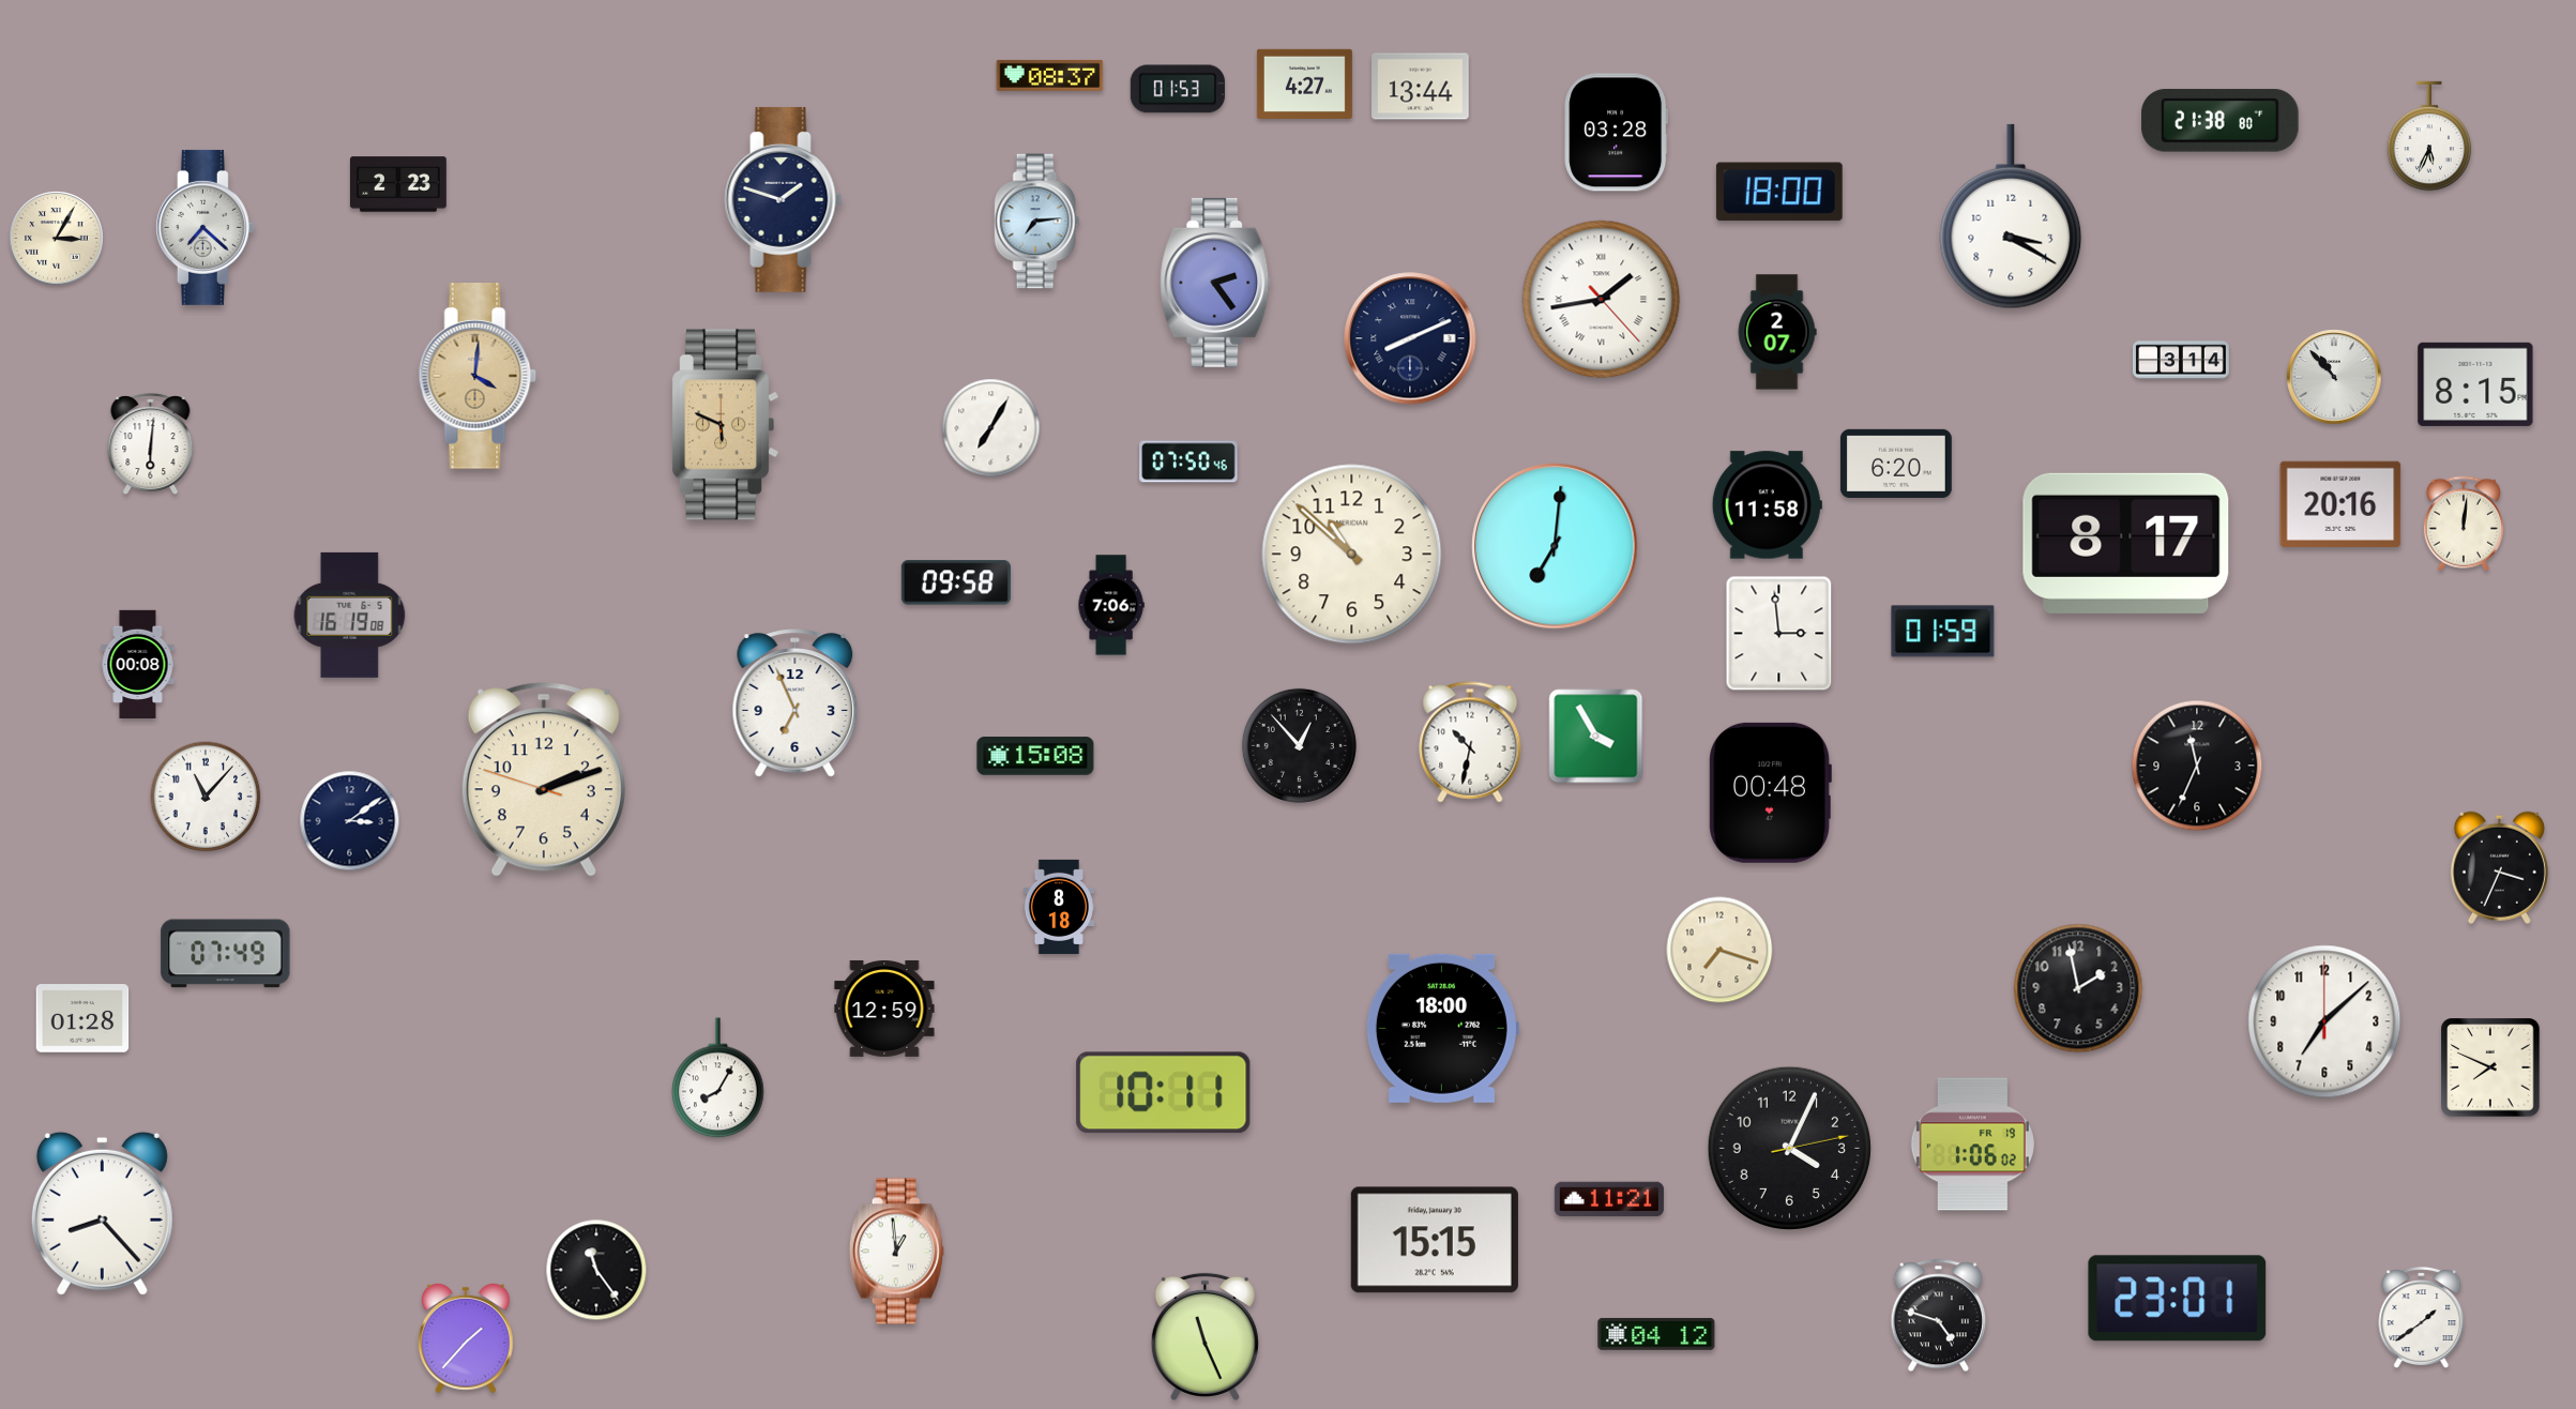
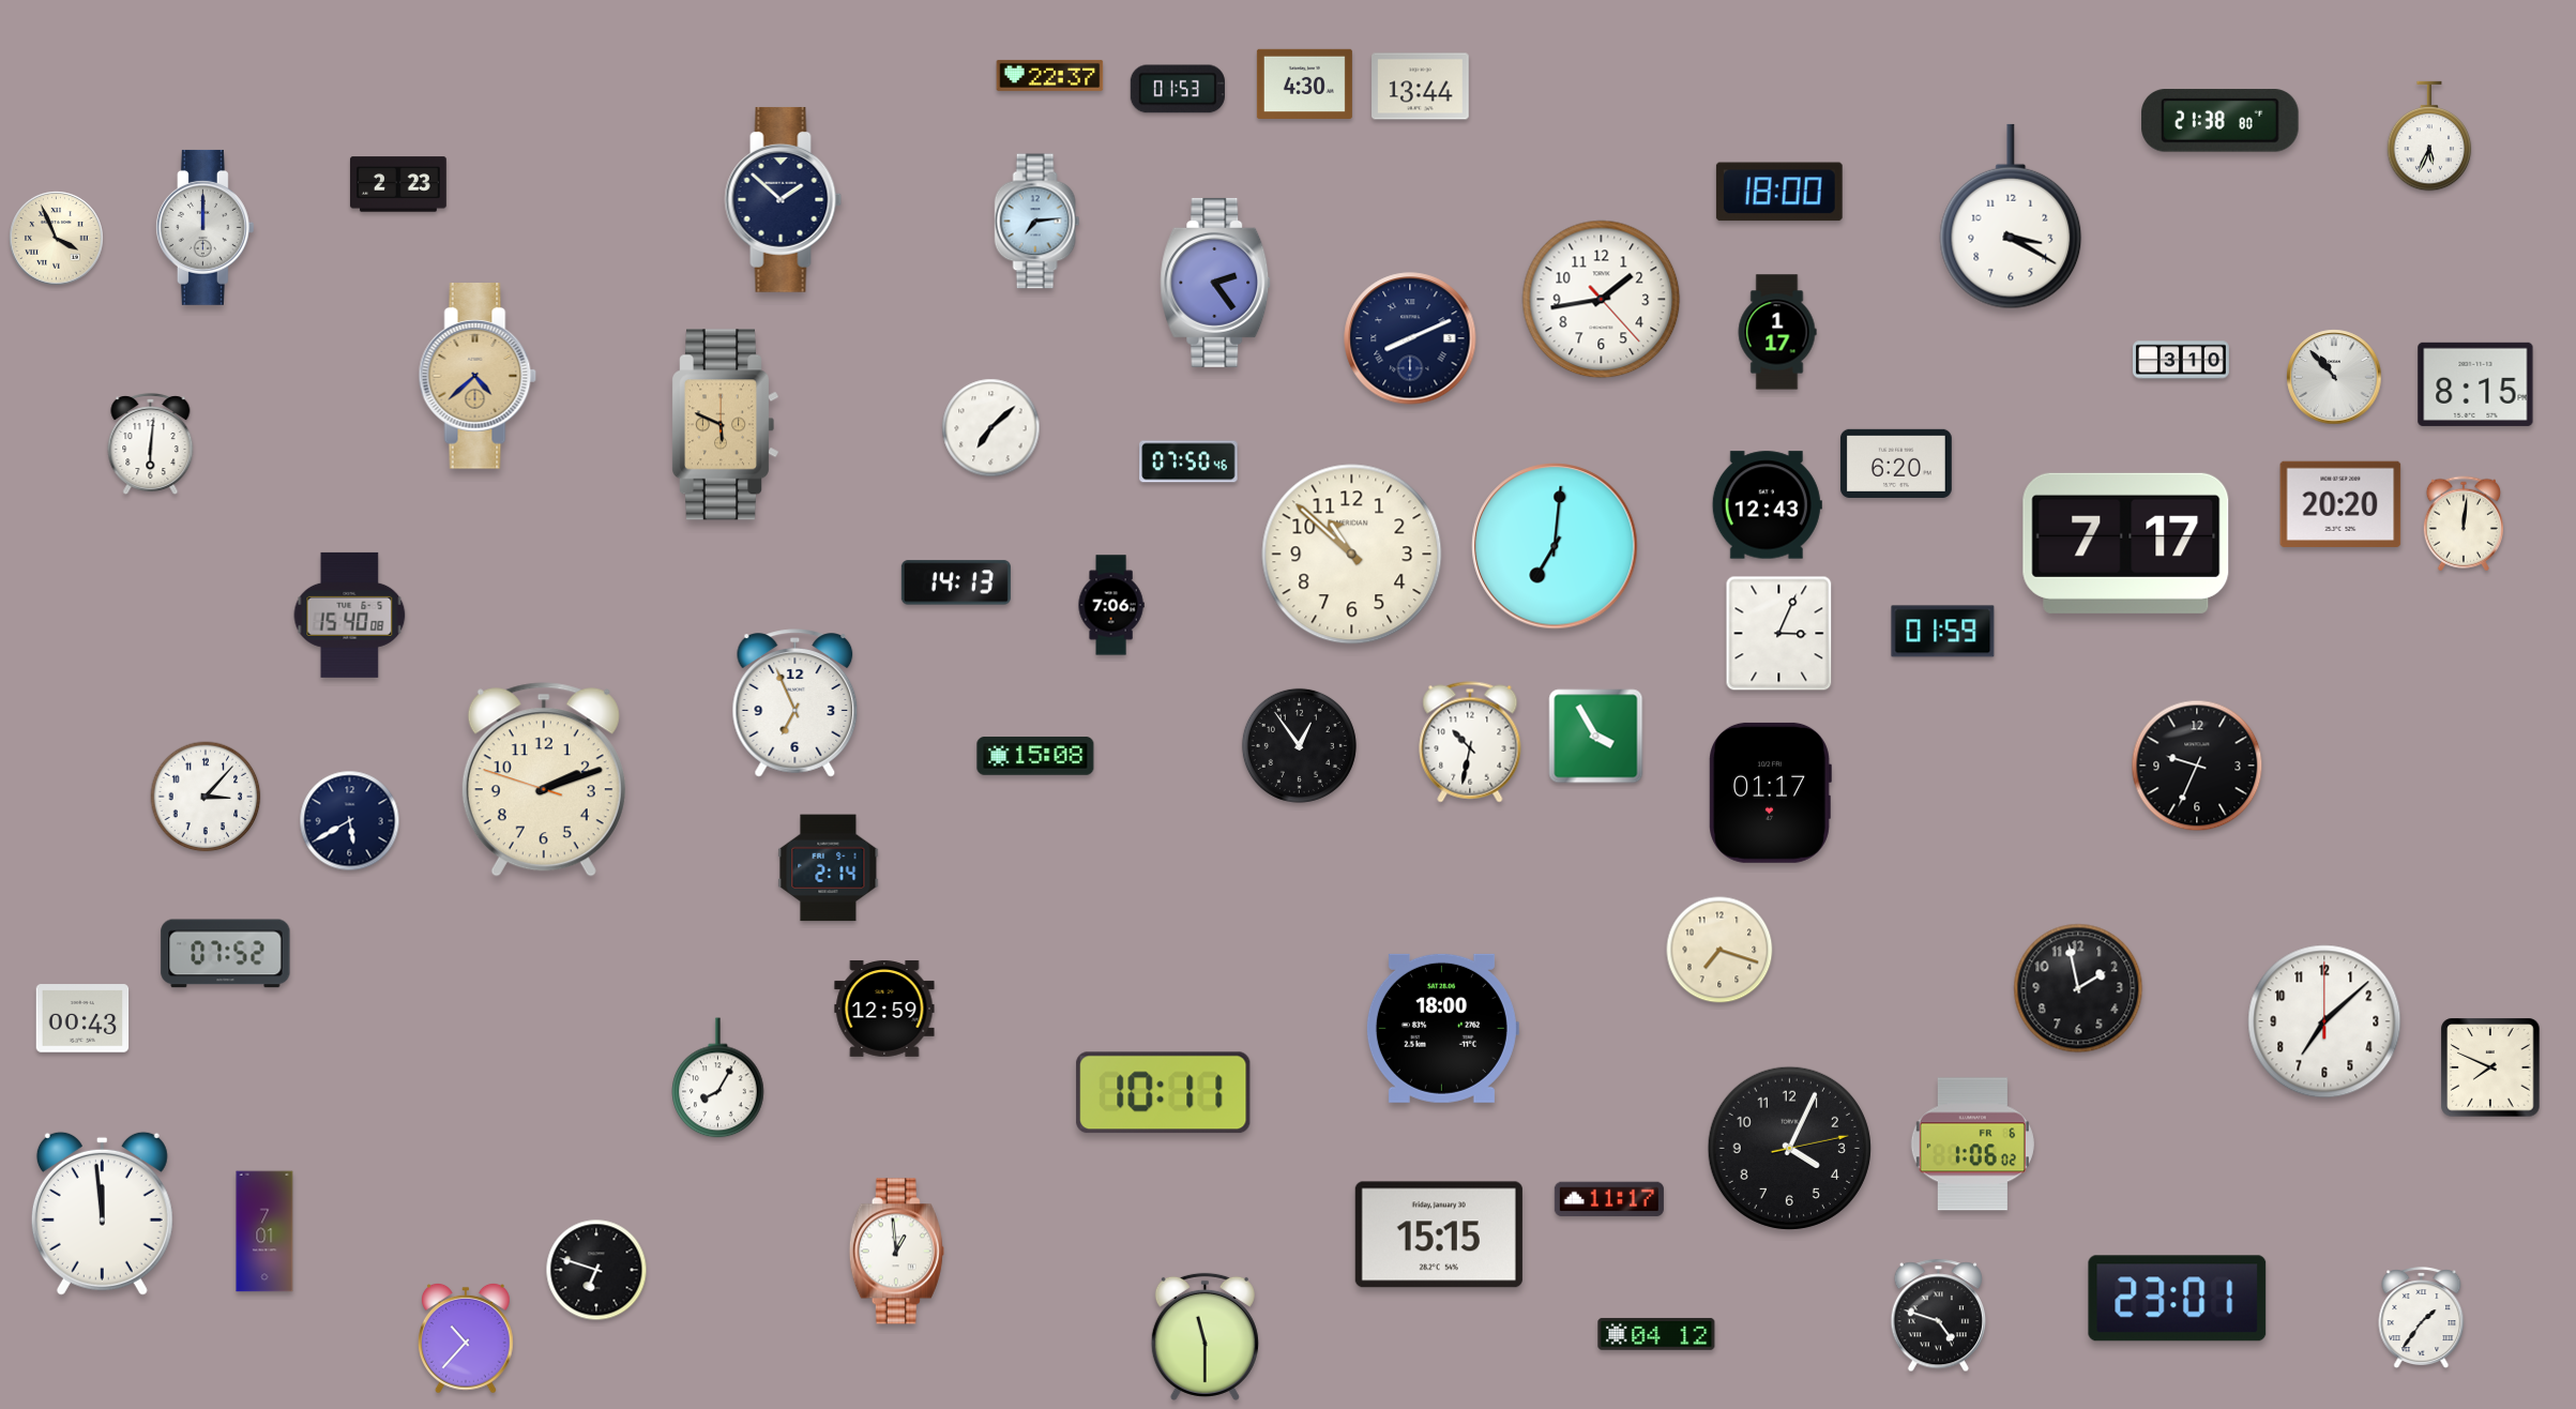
clock at (1050, 75): 08:37 -> 22:37
clock at (1304, 84): 4:27 -> 4:30
clock at (1617, 133): 03:28 -> none
clock at (784, 199): 1:48 -> 1:52
clock at (204, 227): 7:22 -> 12:00
clock at (57, 239): 3:05 -> 3:56
clock at (1602, 300) numerals: Roman -> Arabic
clock at (1777, 332): 2:07 -> 1:17
clock at (2181, 360): 3:14 -> 3:10
clock at (478, 376): 4:01 -> 4:38
clock at (991, 428): 7:05 -> 7:08
clock at (2340, 503): 20:16 -> 20:20
clock at (1767, 505): 11:58 -> 12:43
clock at (2126, 543): 8:17 -> 7:17
clock at (956, 582): 09:58 -> 14:13
clock at (350, 615): 16:19 -> 15:40
clock at (1779, 634): 2:59 -> 3:04
clock at (138, 664): 00:08 -> none
clock at (1299, 745): 12:53 -> 12:54
clock at (2197, 766): 11:34 -> 9:34
clock at (1770, 792): 00:48 -> 01:17
clock at (206, 797): 11:07 -> 3:07
clock at (350, 821): 3:09 -> 5:40
clock at (2499, 867): 3:34 -> none
clock at (829, 868): none -> 2:14
clock at (1059, 907): 8:18 -> none
clock at (226, 954): 07:49 -> 07:52
clock at (82, 1018): 01:28 -> 00:43
clock at (1972, 1145) date: FR 19 -> FR 6
clock at (1609, 1199): 11:21 -> 11:17
clock at (102, 1213): 8:23 -> 11:59
clock at (264, 1231): none -> 7:01
clock at (1435, 1240) position: (1435, 1240) -> (1439, 1234)
clock at (596, 1270): 11:24 -> 6:48
clock at (2422, 1318): 1:39 -> 1:36
clock at (1204, 1336): 11:26 -> 11:30
clock at (467, 1338): 1:37 -> 10:37
